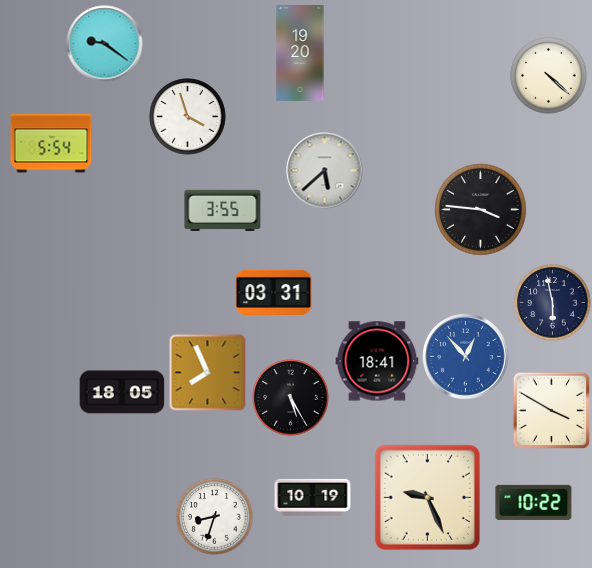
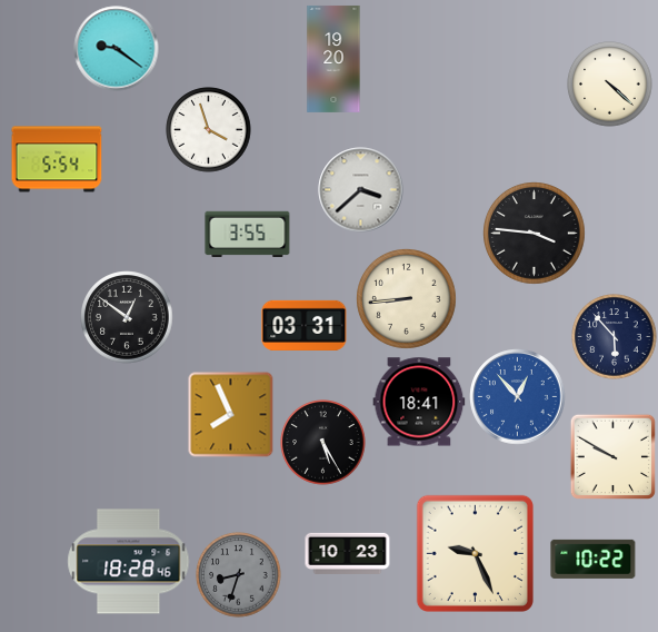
clock at (325, 171): 5:38 -> 3:38
clock at (407, 299): none -> 8:44
clock at (127, 317): none -> 12:51
clock at (553, 303): 5:58 -> 5:53
clock at (122, 392): 18:05 -> none
clock at (551, 410): 3:50 -> 9:50
clock at (313, 497): 10:19 -> 10:23
clock at (129, 562): none -> 18:28
clock at (215, 517) dial: white -> grey
